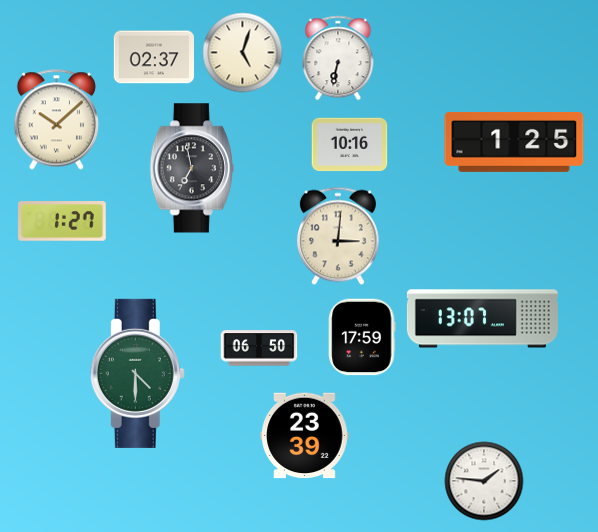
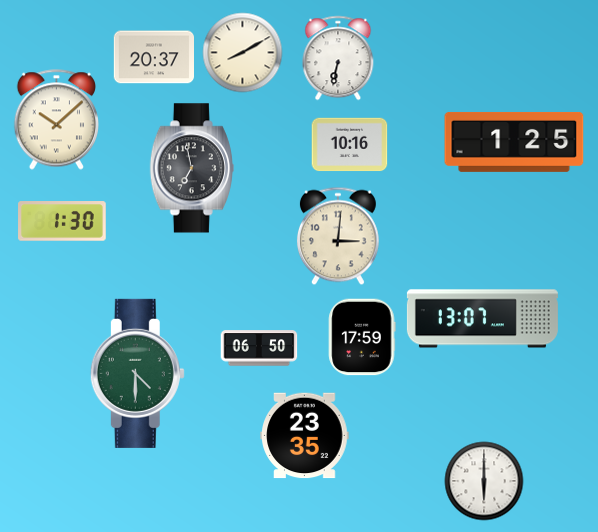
clock at (243, 53): 5:03 -> 8:10
clock at (153, 57): 02:37 -> 20:37
clock at (62, 221): 1:27 -> 1:30
clock at (305, 436): 23:39 -> 23:35
clock at (484, 481): 1:46 -> 6:00
